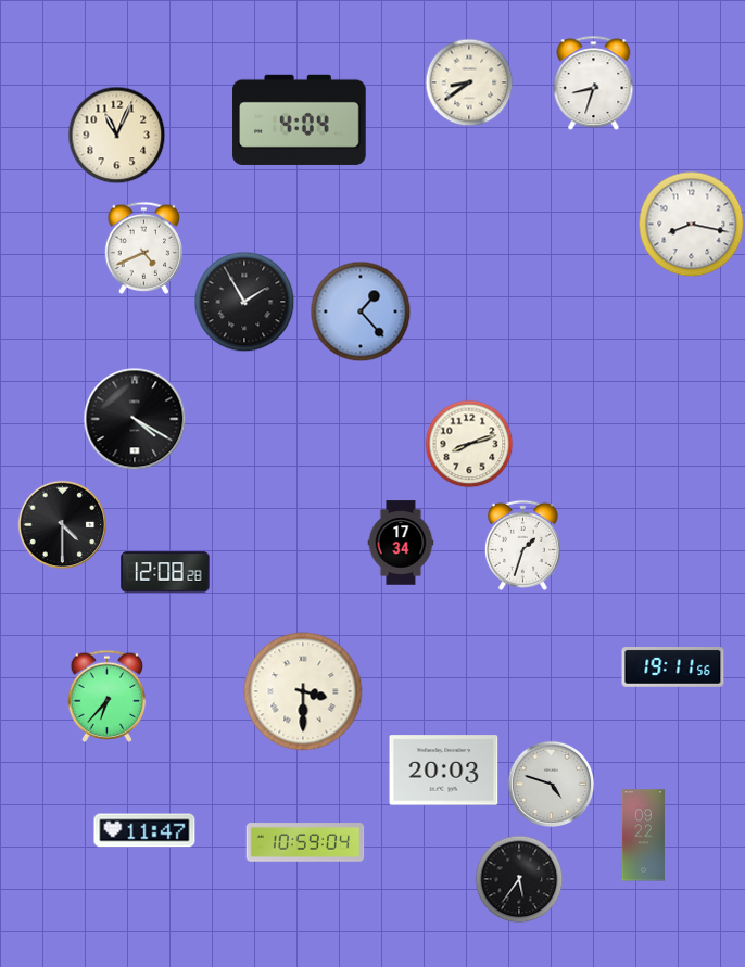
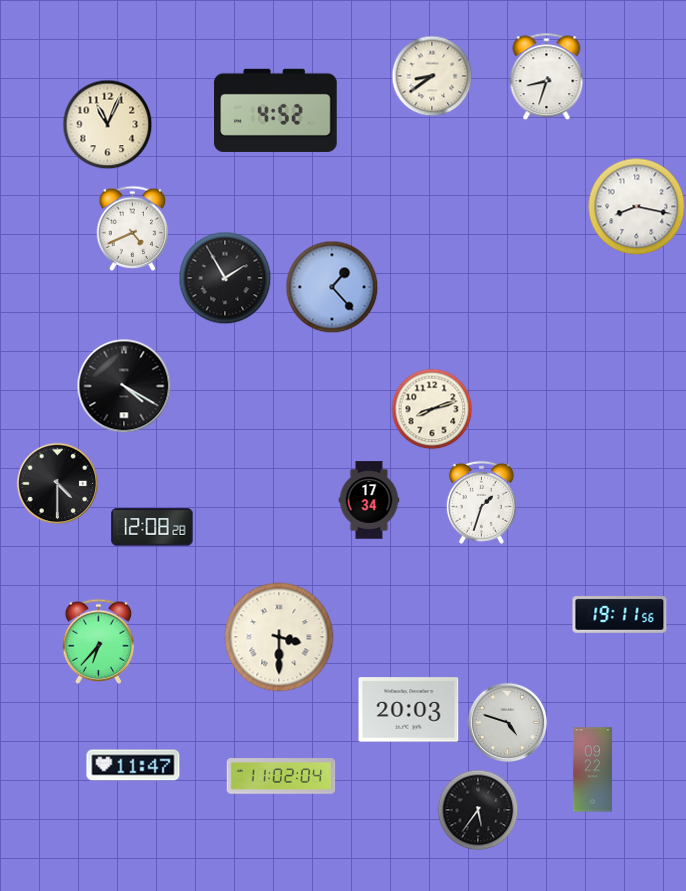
clock at (300, 119): 4:04 -> 4:52
clock at (305, 842): 10:59 -> 11:02
